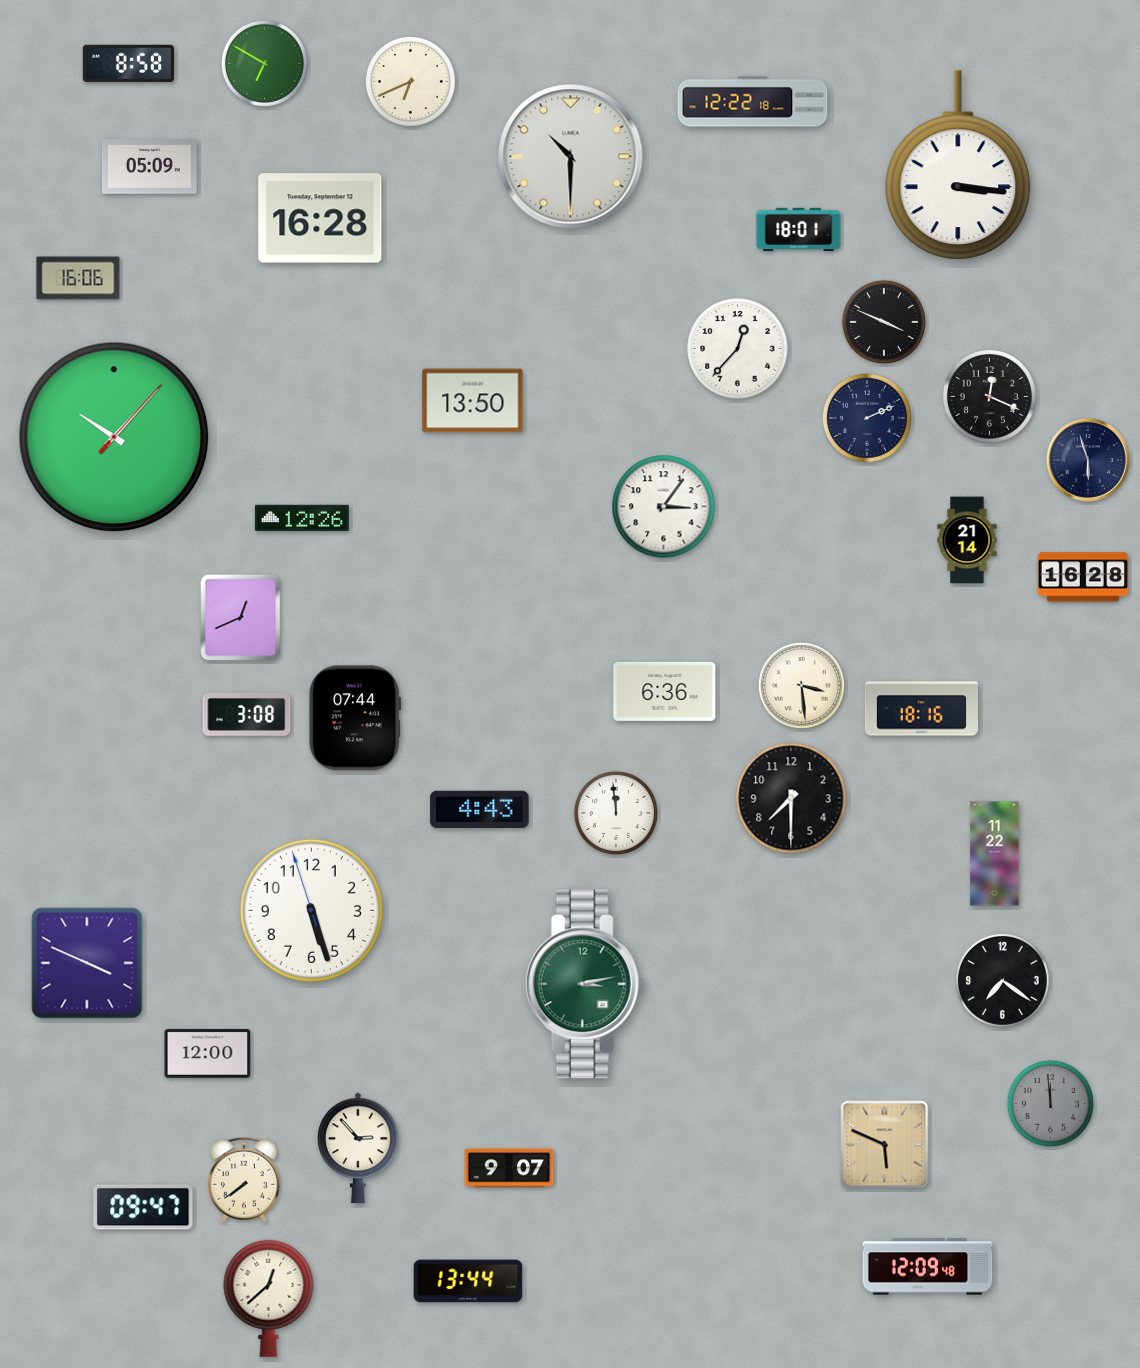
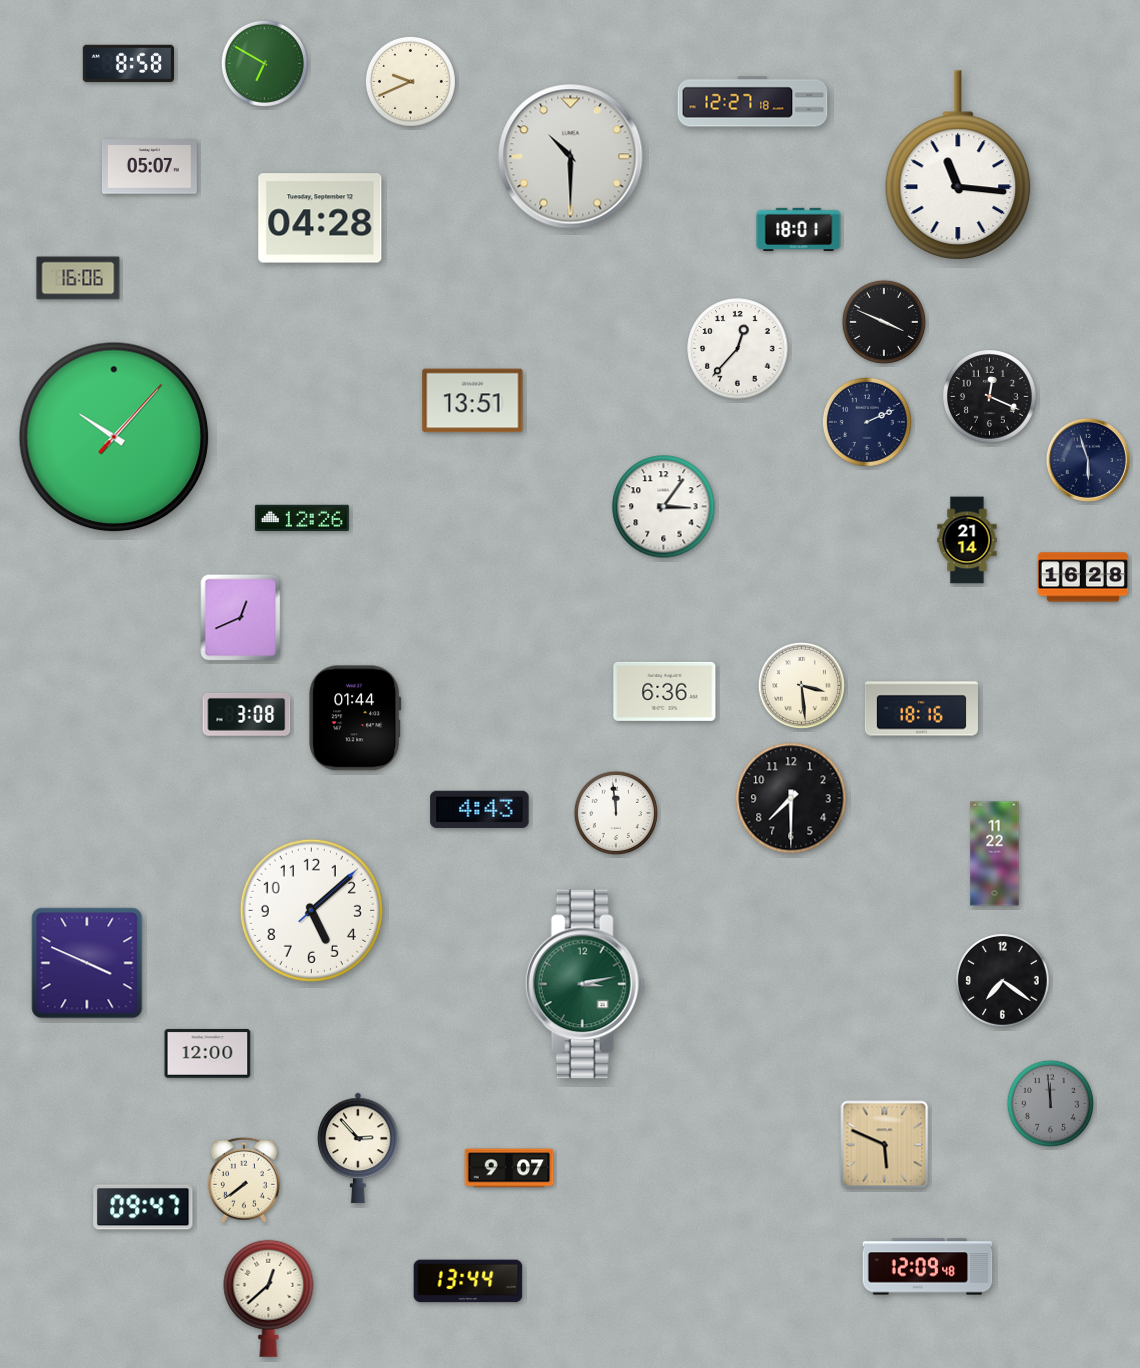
clock at (410, 81): 6:41 -> 9:41
clock at (753, 102): 12:22 -> 12:27
clock at (958, 165): 3:16 -> 11:16
clock at (149, 167): 05:09 -> 05:07
clock at (320, 218): 16:28 -> 04:28
clock at (473, 401): 13:50 -> 13:51
clock at (867, 418) position: (867, 418) -> (867, 422)
clock at (355, 718): 07:44 -> 01:44
clock at (311, 910): 5:26 -> 5:08
